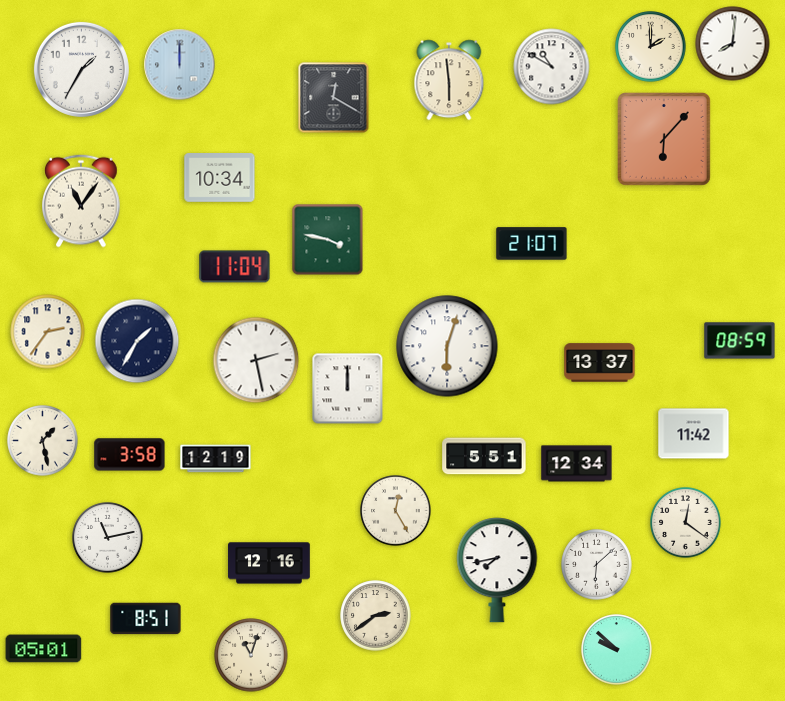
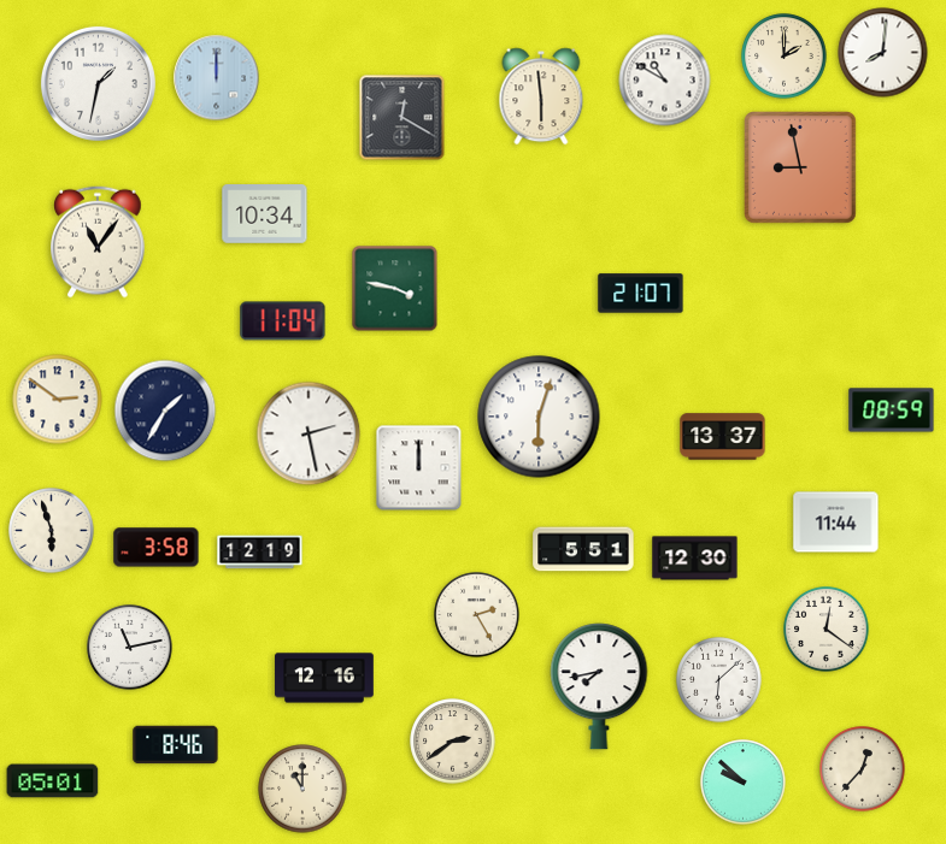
clock at (81, 69): 1:35 -> 1:32
clock at (664, 139): 6:07 -> 8:58
clock at (48, 332): 2:36 -> 2:51
clock at (694, 434): 11:42 -> 11:44
clock at (43, 441): 1:28 -> 5:57
clock at (577, 464): 12:34 -> 12:30
clock at (396, 511): 12:25 -> 2:25
clock at (146, 619): 8:51 -> 8:46
clock at (863, 769): none -> 12:37
clock at (251, 655): 11:03 -> 11:00
